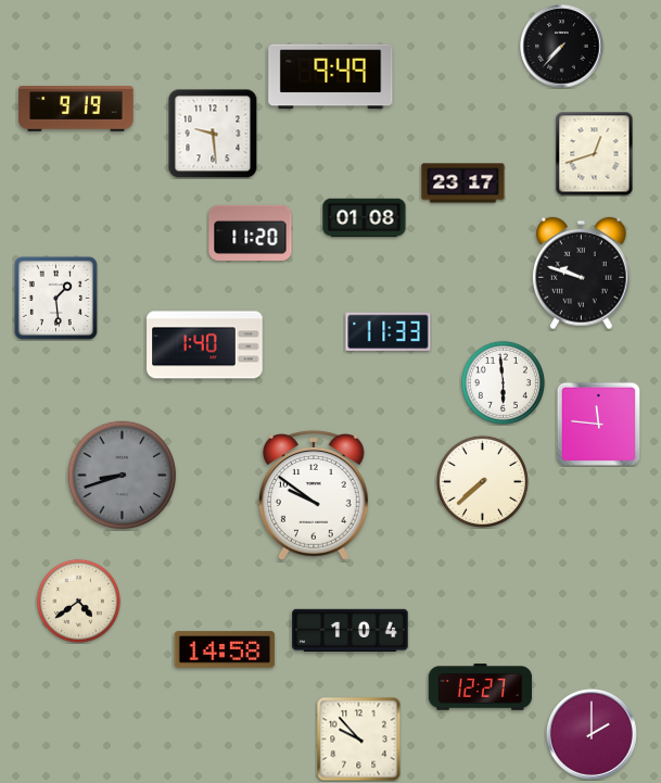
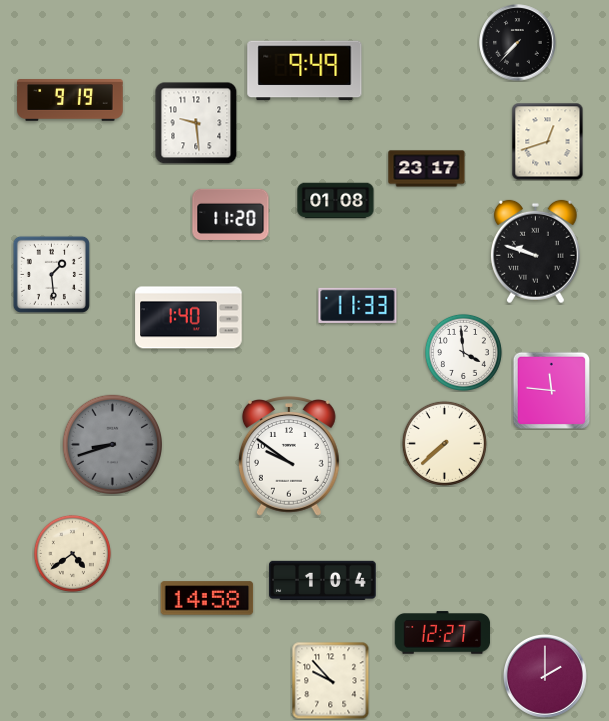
clock at (503, 382): 5:59 -> 3:59
clock at (122, 475) position: (122, 475) -> (112, 444)
